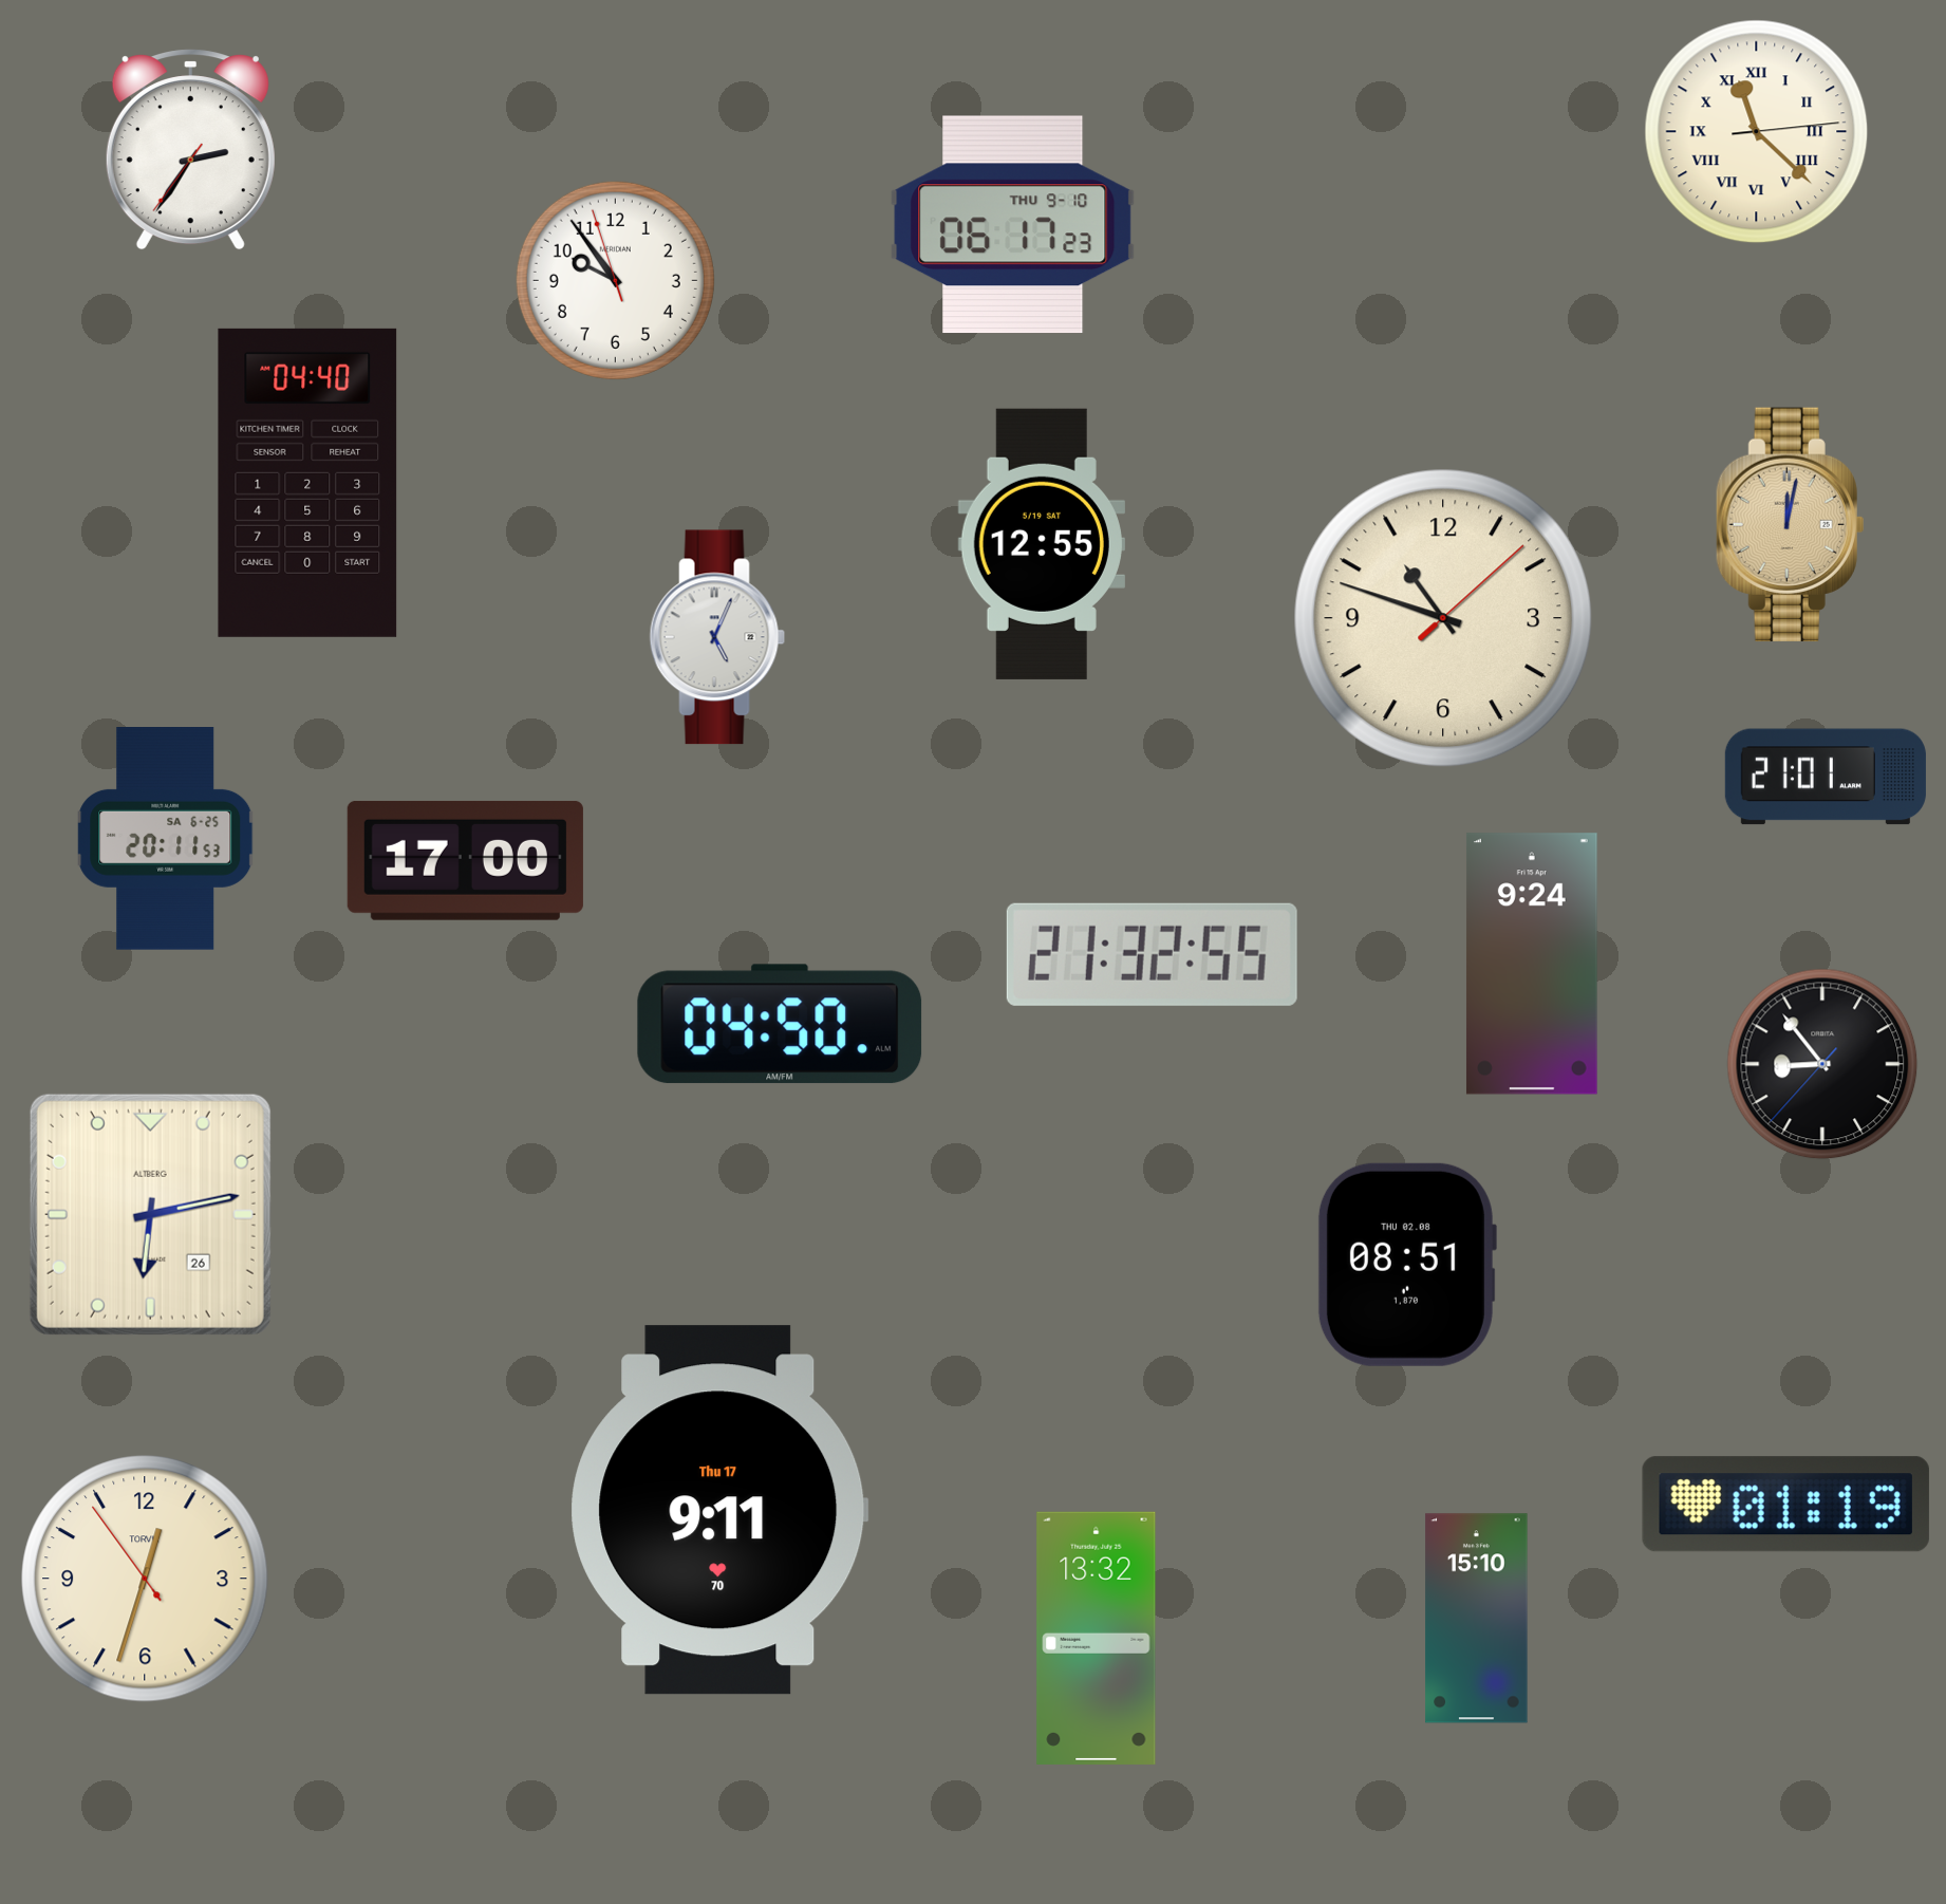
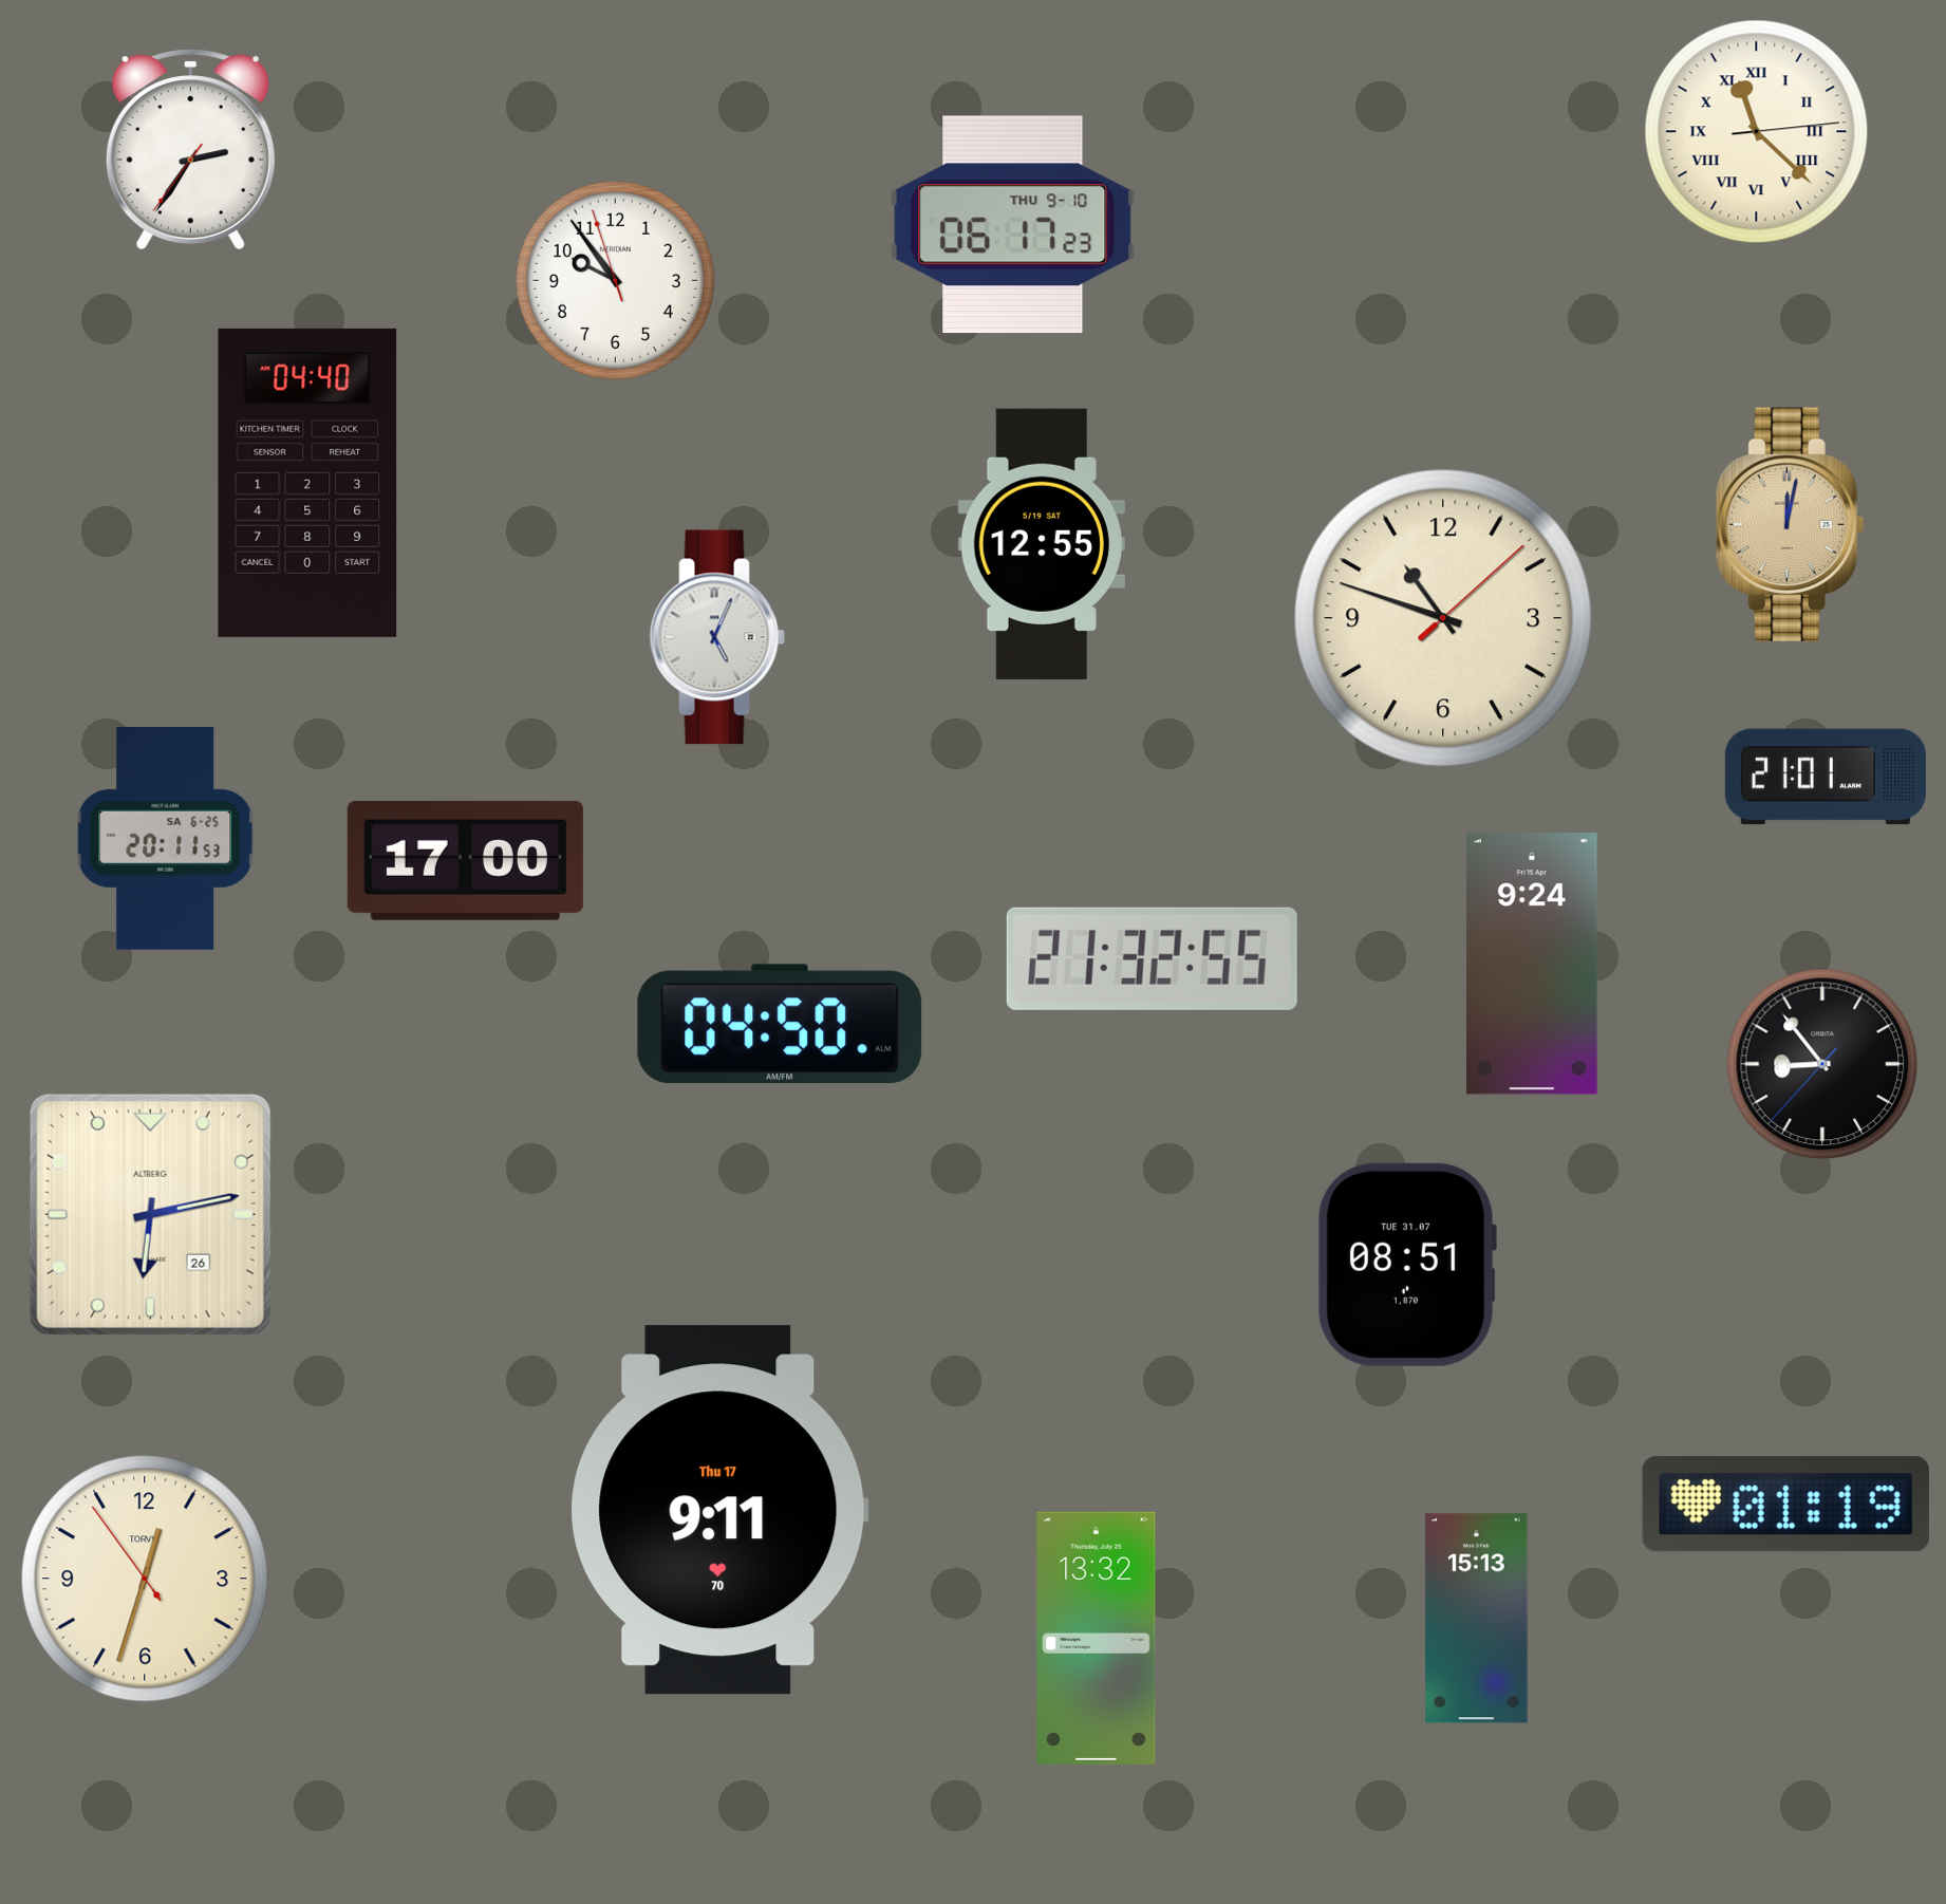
clock at (1152, 954) position: (1152, 954) -> (1152, 958)
clock at (1406, 1265) date: THU 02.08 -> TUE 31.07
clock at (1477, 1619): 15:10 -> 15:13
